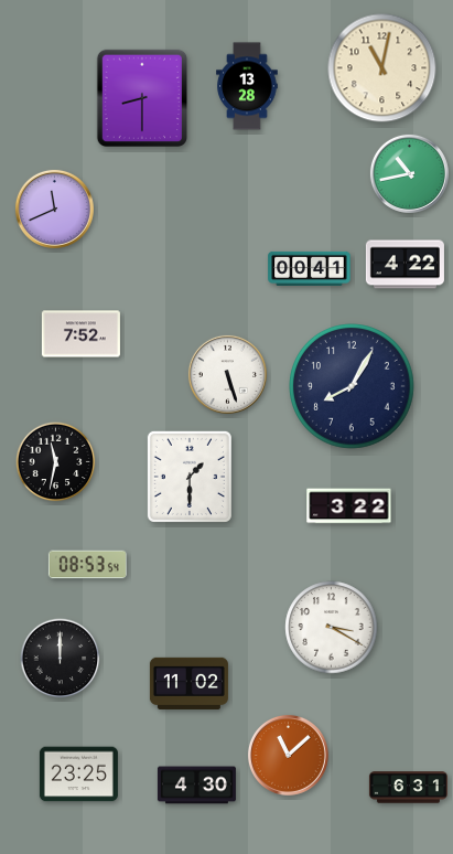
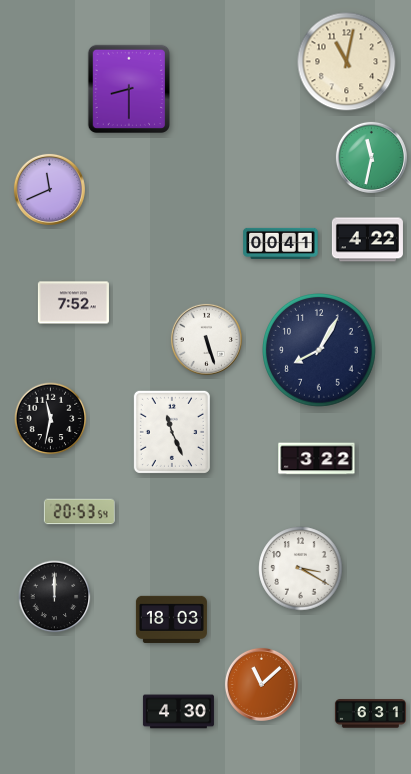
clock at (247, 86): 13:28 -> none
clock at (409, 173): 10:43 -> 11:32
clock at (190, 477): 1:30 -> 11:26
clock at (87, 565): 08:53 -> 20:53
clock at (188, 683): 11:02 -> 18:03
clock at (78, 775): 23:25 -> none
